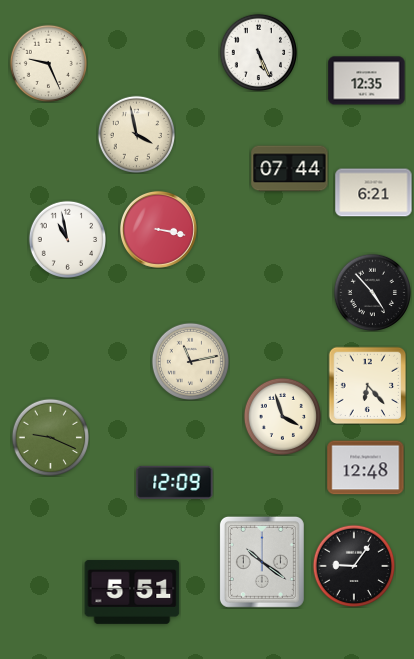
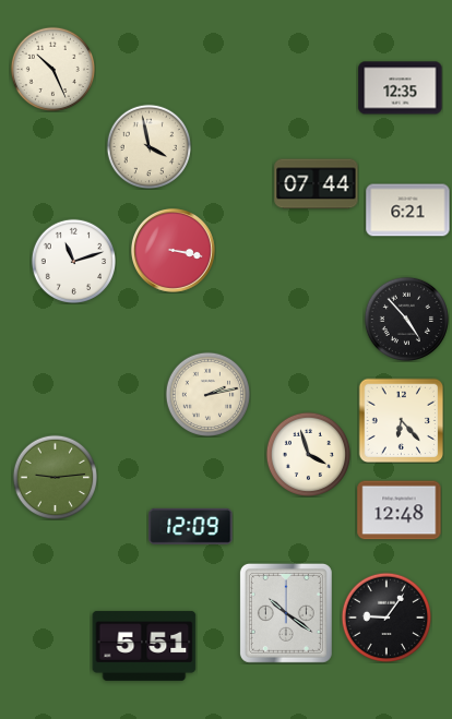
clock at (258, 52): 5:26 -> none
clock at (48, 63): 9:26 -> 10:26
clock at (67, 239): 10:58 -> 11:12
clock at (190, 361): 11:13 -> 2:13
clock at (50, 437): 9:19 -> 9:14
